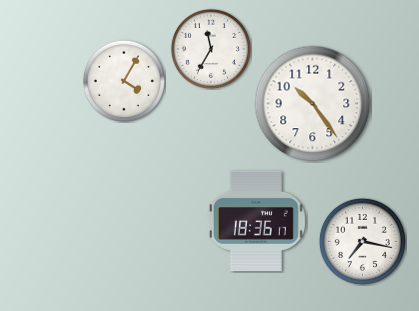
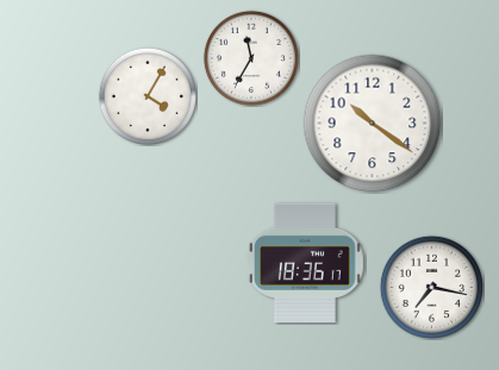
clock at (313, 104): 10:24 -> 10:21
